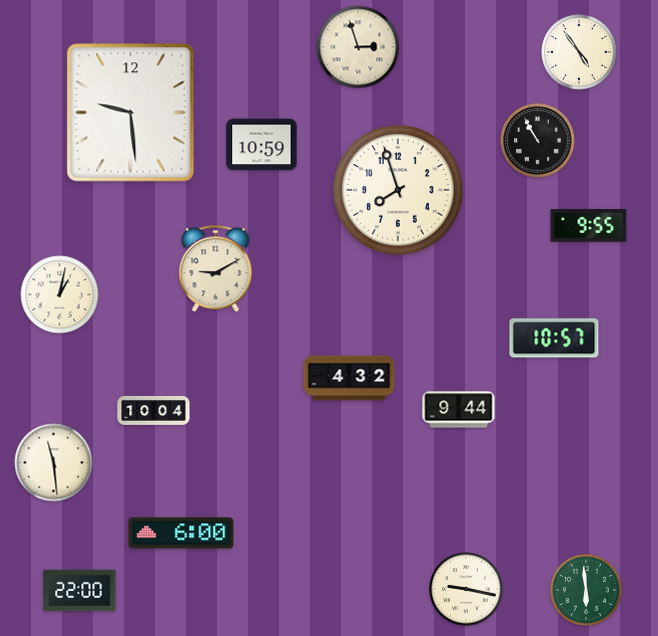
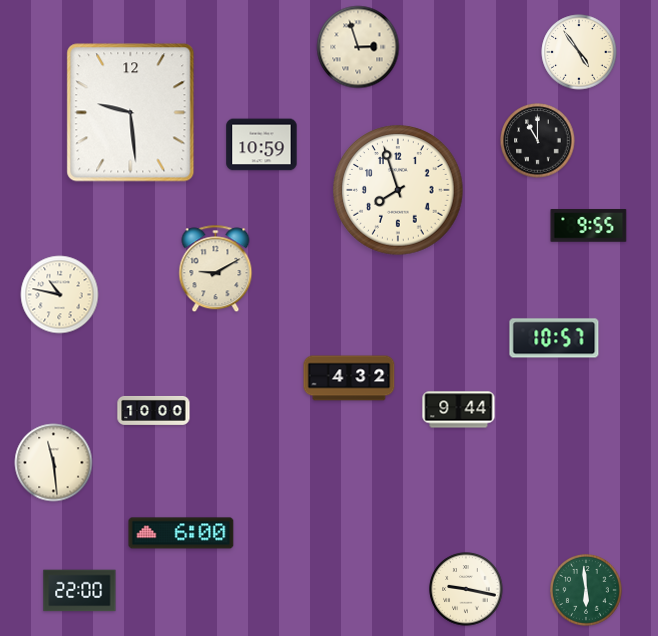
clock at (538, 141): 10:55 -> 11:00
clock at (60, 295): 1:02 -> 10:47
clock at (154, 410): 10:04 -> 10:00
